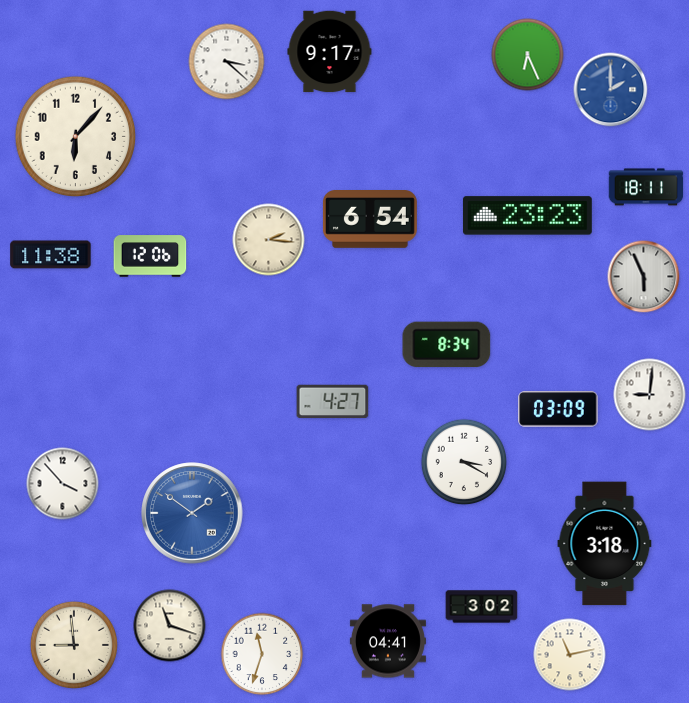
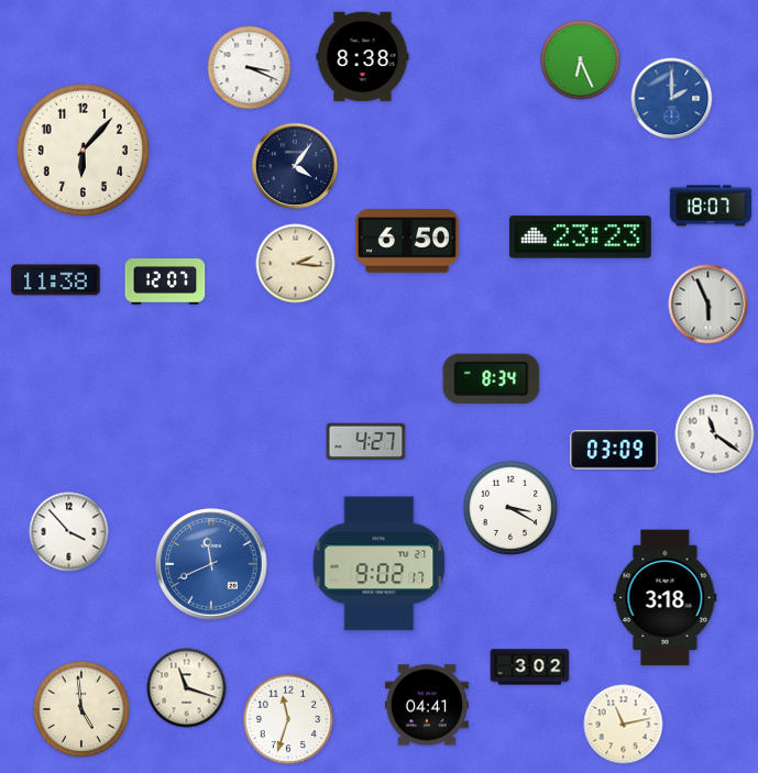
clock at (330, 52): 9:17 -> 8:38
clock at (227, 62): 3:22 -> 3:19
clock at (295, 166): none -> 4:06
clock at (646, 187): 18:11 -> 18:07
clock at (370, 220): 6:54 -> 6:50
clock at (150, 256): 12:06 -> 12:07
clock at (650, 395): 9:01 -> 11:21
clock at (192, 513): 1:51 -> 11:41
clock at (380, 564): none -> 9:02
clock at (74, 644): 8:59 -> 4:59
clock at (570, 655) position: (570, 655) -> (624, 725)
